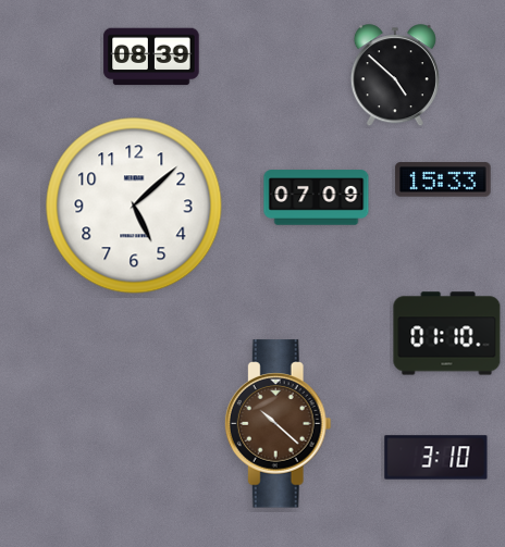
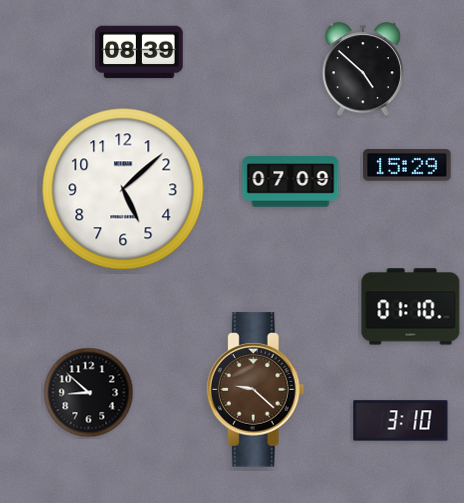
clock at (443, 179): 15:33 -> 15:29
clock at (278, 424): 10:22 -> 9:22
clock at (89, 393): none -> 8:52
